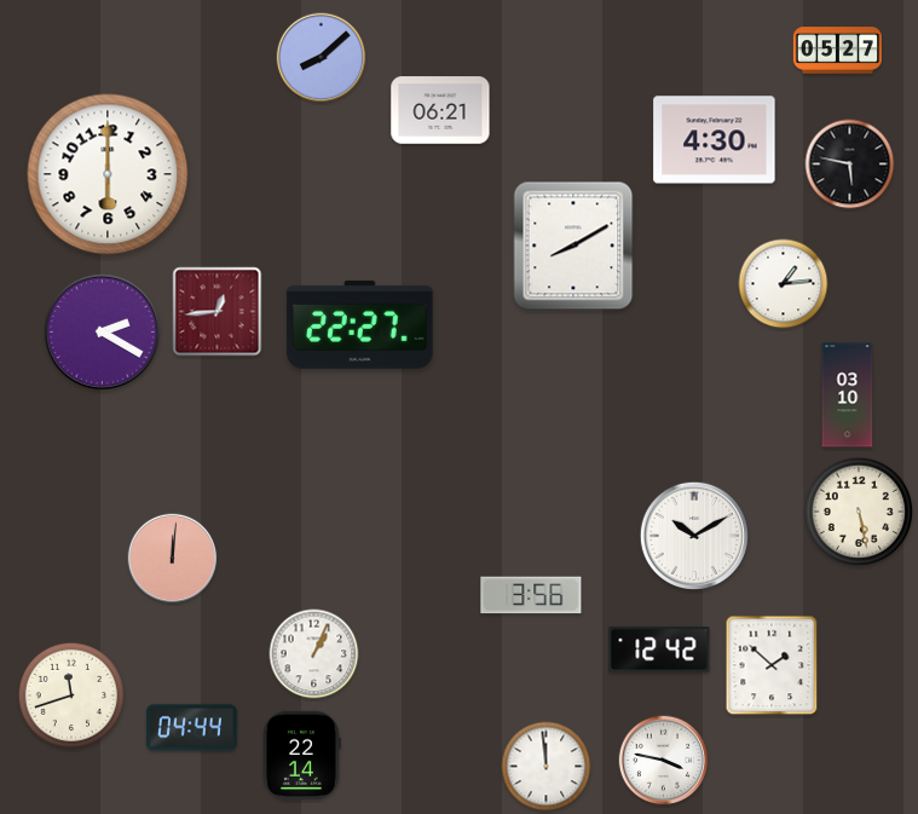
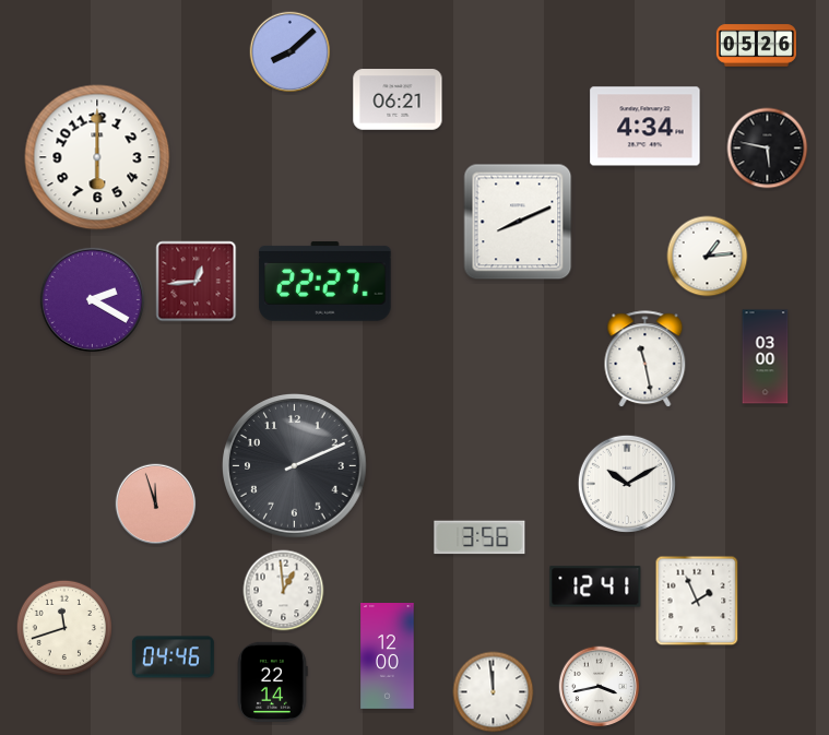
clock at (837, 51): 05:27 -> 05:26
clock at (715, 140): 4:30 -> 4:34
clock at (573, 246): 8:10 -> 8:11
clock at (360, 324) position: (360, 324) -> (325, 281)
clock at (848, 396): 03:10 -> 03:00
clock at (646, 359): none -> 11:28
clock at (859, 512): 5:28 -> none
clock at (295, 466): none -> 2:11
clock at (173, 559): 12:01 -> 11:57
clock at (659, 650): 12:42 -> 12:41
clock at (314, 654): 1:04 -> 12:59
clock at (772, 665): 1:52 -> 1:56
clock at (388, 656): none -> 12:00
clock at (191, 728): 04:44 -> 04:46
clock at (664, 761): 3:47 -> 3:43
